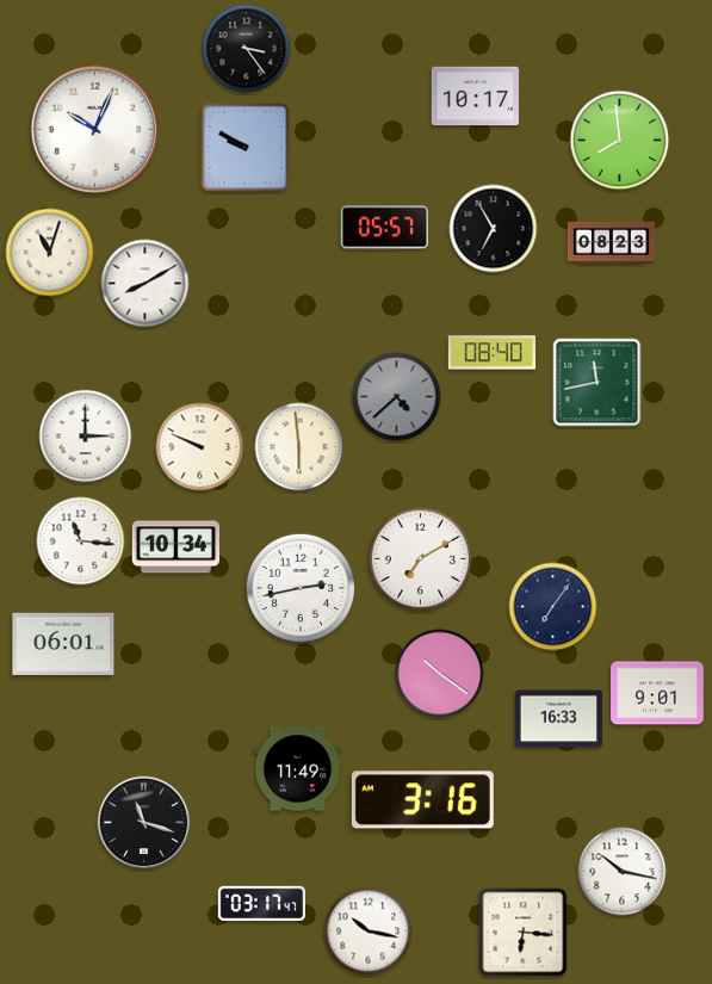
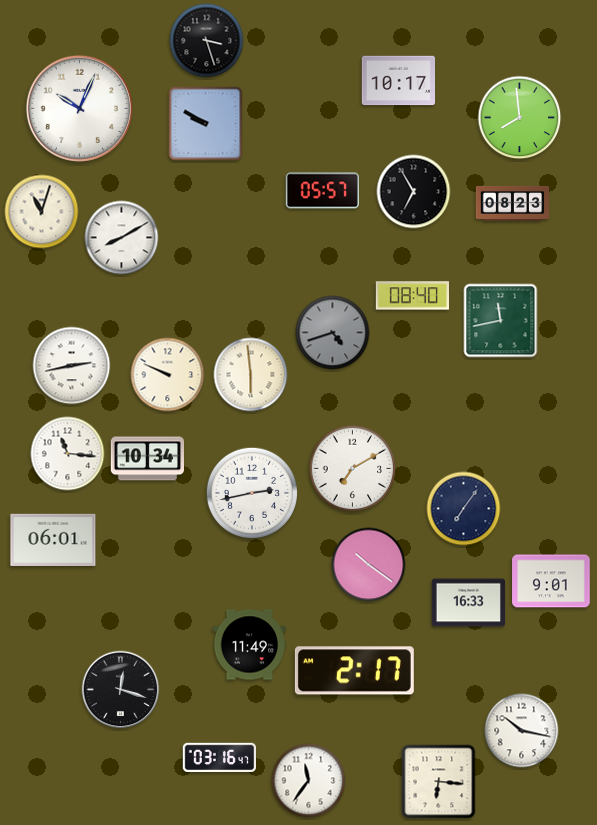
clock at (247, 49): 3:24 -> 3:27
clock at (397, 397): 4:38 -> 4:42
clock at (86, 437): 3:00 -> 2:43
clock at (422, 800): 3:16 -> 2:17
clock at (144, 823): 11:18 -> 12:18
clock at (261, 903): 03:17 -> 03:16
clock at (369, 932): 10:17 -> 11:36
